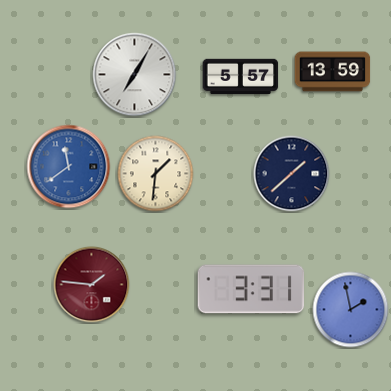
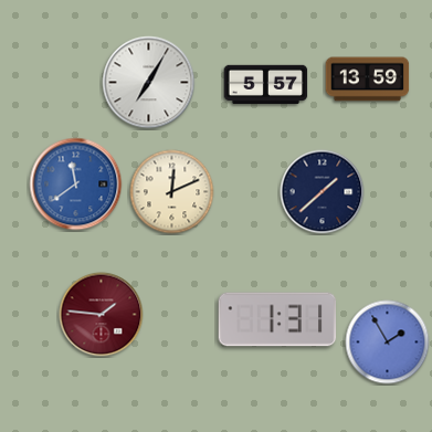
clock at (156, 174): 1:31 -> 12:11
clock at (251, 289): 3:31 -> 1:31
clock at (351, 310): 1:58 -> 1:55
